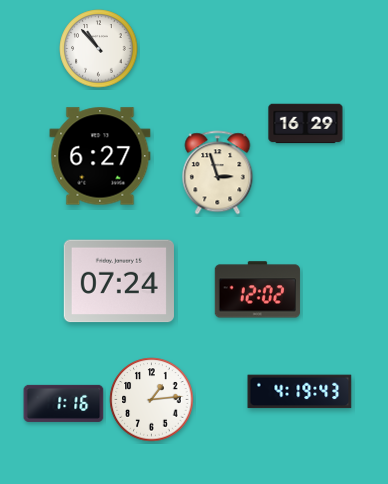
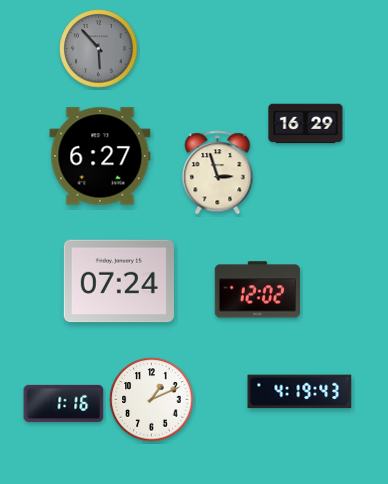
clock at (99, 49): 10:53 -> 5:53
clock at (99, 49) dial: white -> grey
clock at (152, 400): 1:14 -> 1:11
